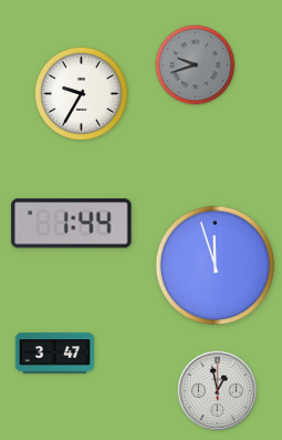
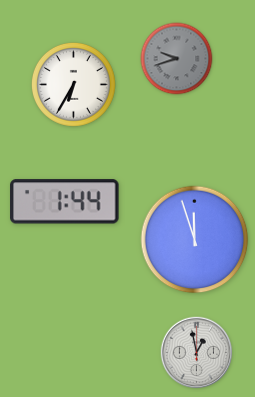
clock at (82, 94): 9:35 -> 6:35
clock at (55, 354): 3:47 -> none
